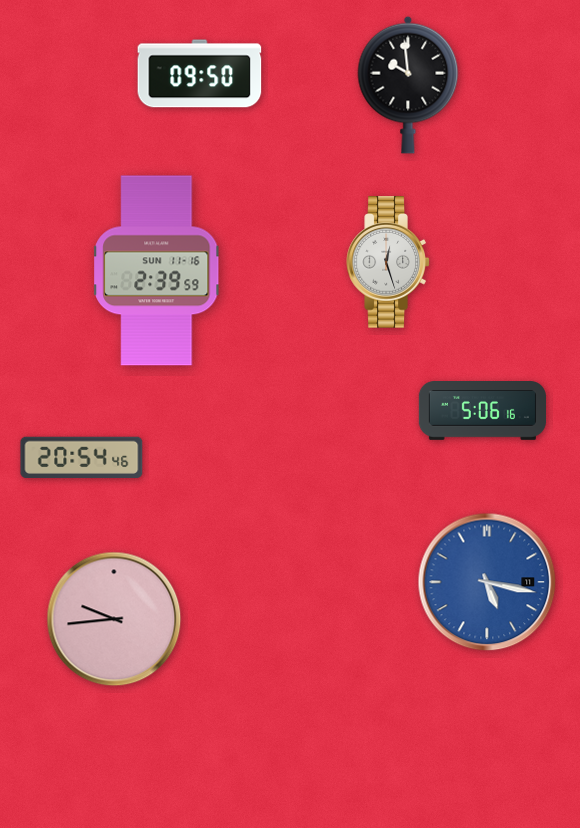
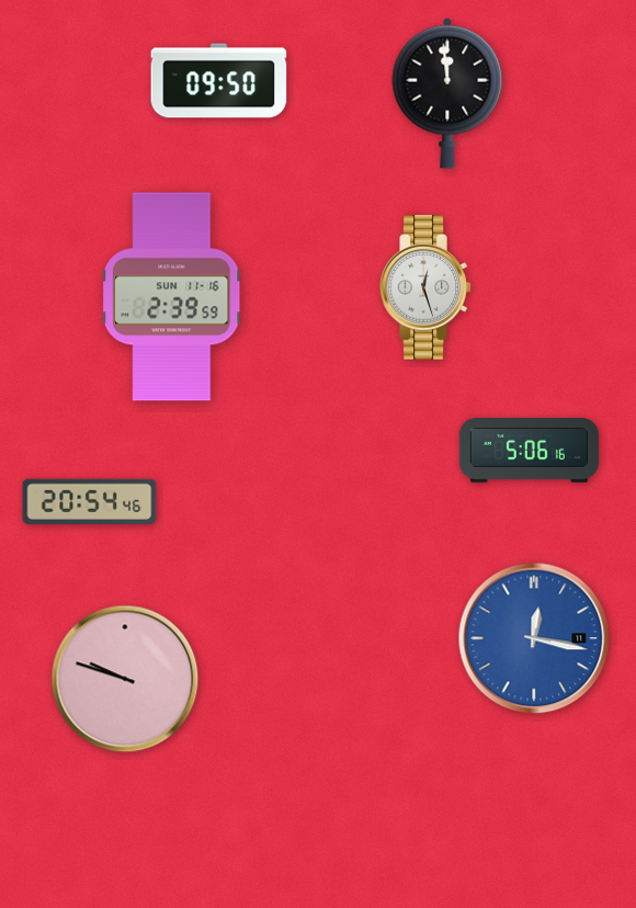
clock at (408, 85): 9:59 -> 11:59
clock at (487, 582): 5:17 -> 12:17
clock at (114, 619): 9:44 -> 9:48
